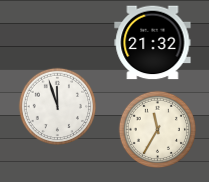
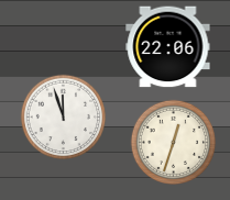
clock at (153, 43): 21:32 -> 22:06
clock at (157, 129): 11:35 -> 12:33
